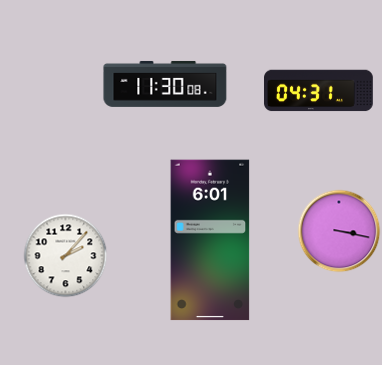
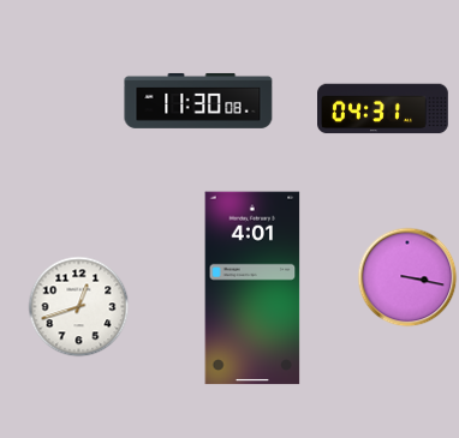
clock at (210, 240): 6:01 -> 4:01
clock at (66, 256): 2:07 -> 12:42
